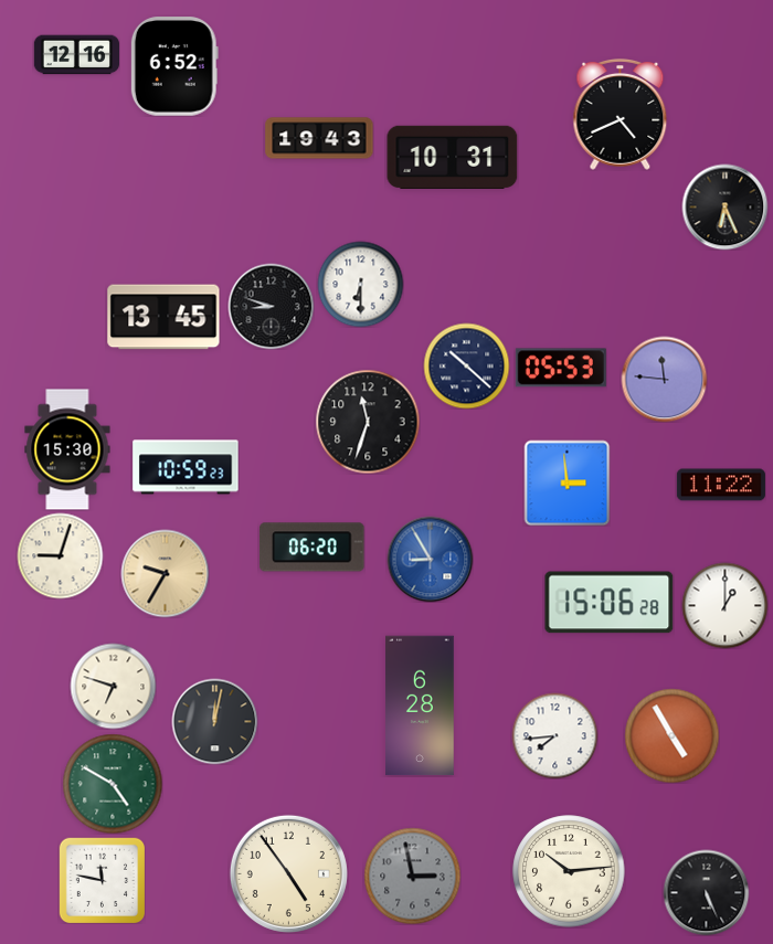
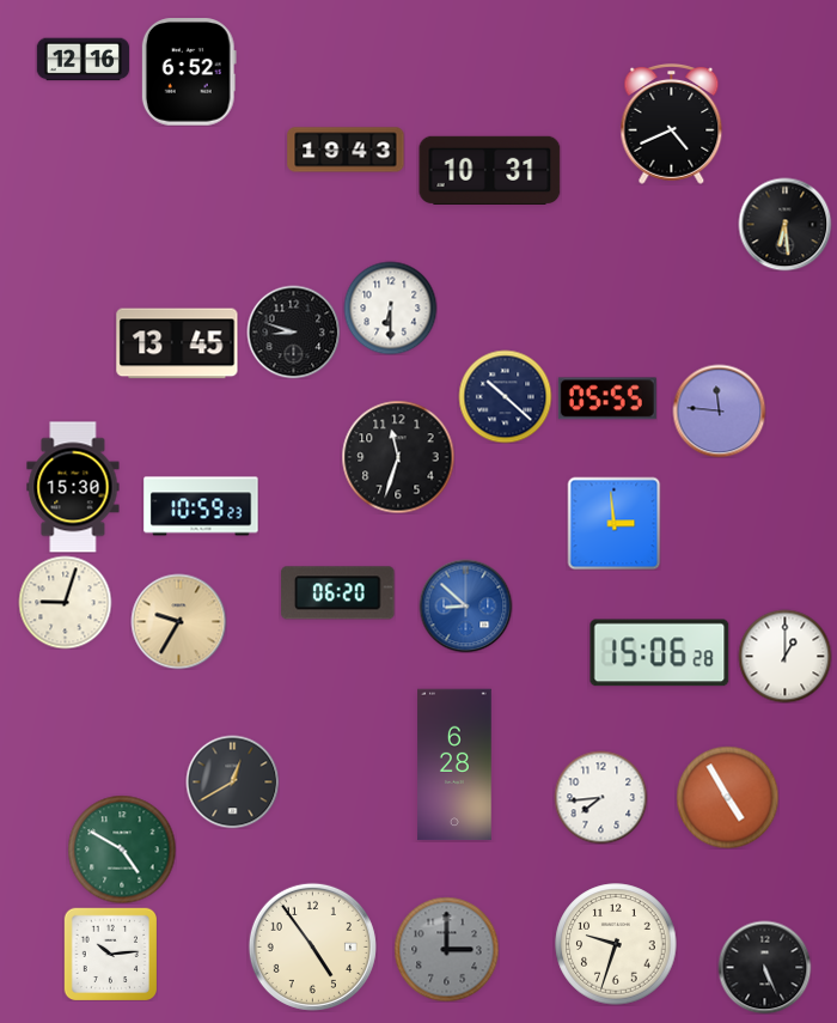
clock at (724, 206): 6:26 -> 6:29
clock at (561, 368): 05:53 -> 05:55
clock at (721, 485): 11:22 -> none
clock at (430, 559): 8:55 -> 8:52
clock at (113, 686): 6:48 -> none
clock at (214, 721): 12:02 -> 12:40
clock at (569, 871): 10:14 -> 9:33
clock at (412, 876): 2:58 -> 3:00
clock at (102, 880): 11:47 -> 10:14
